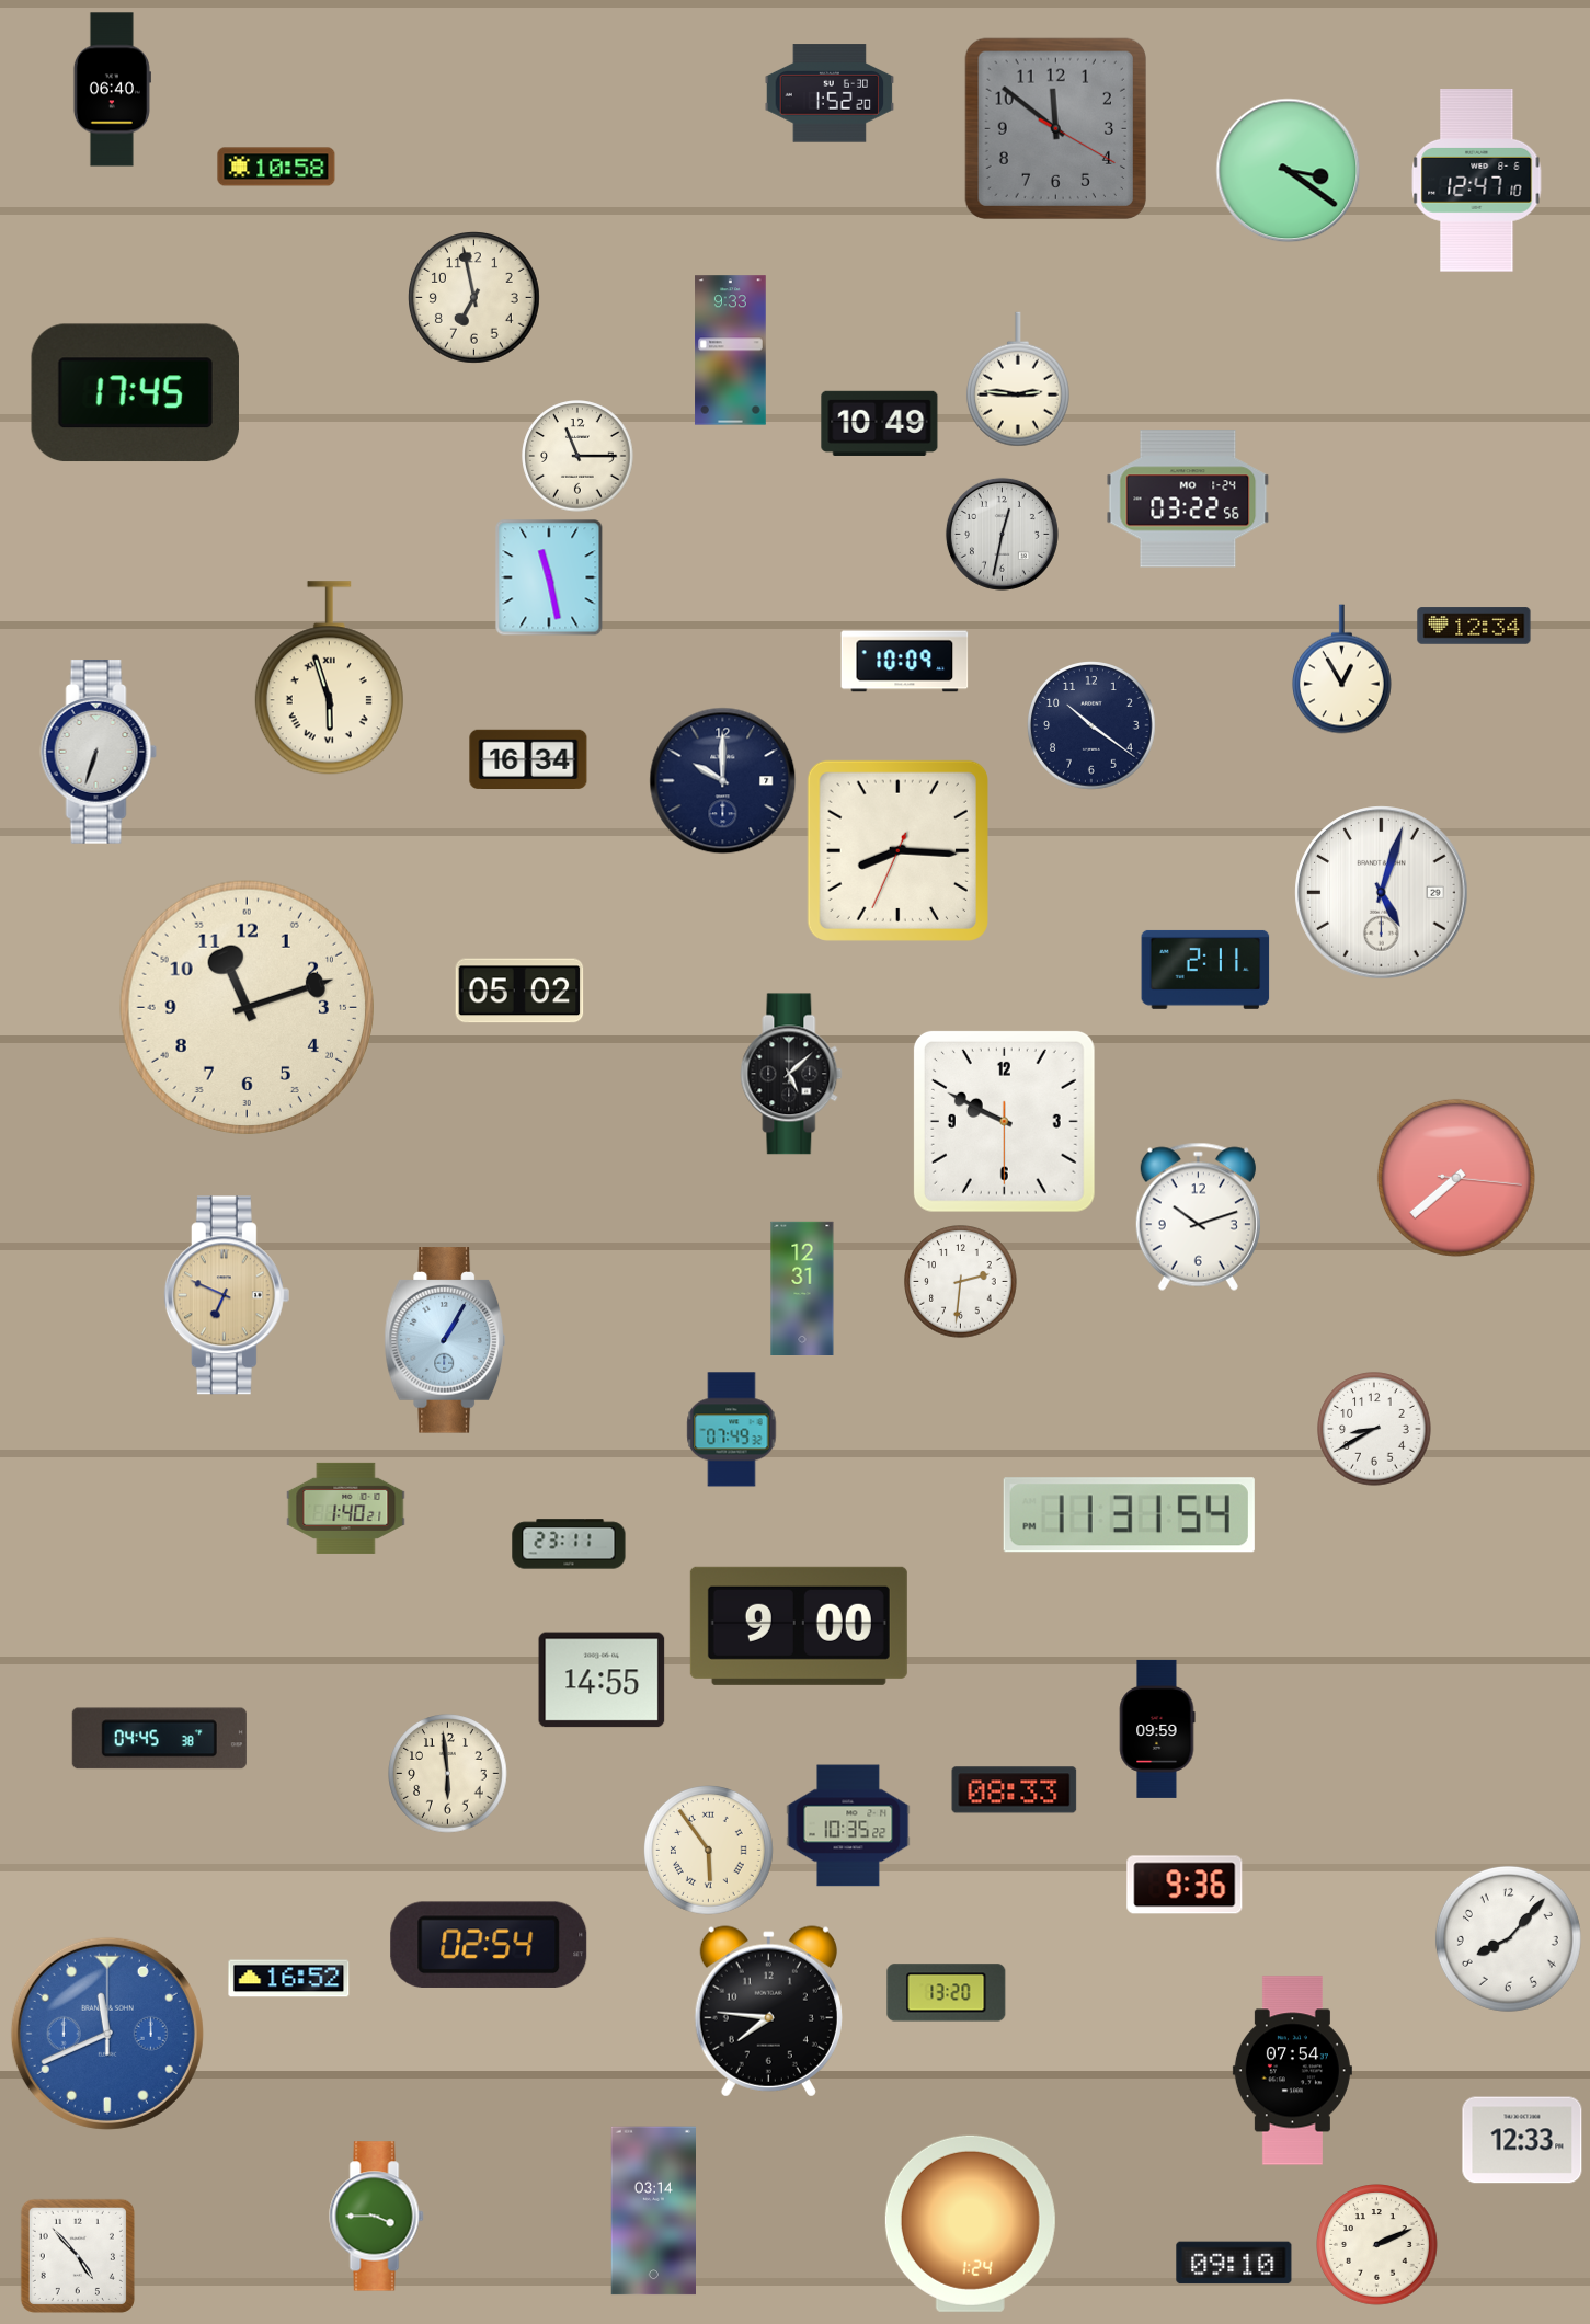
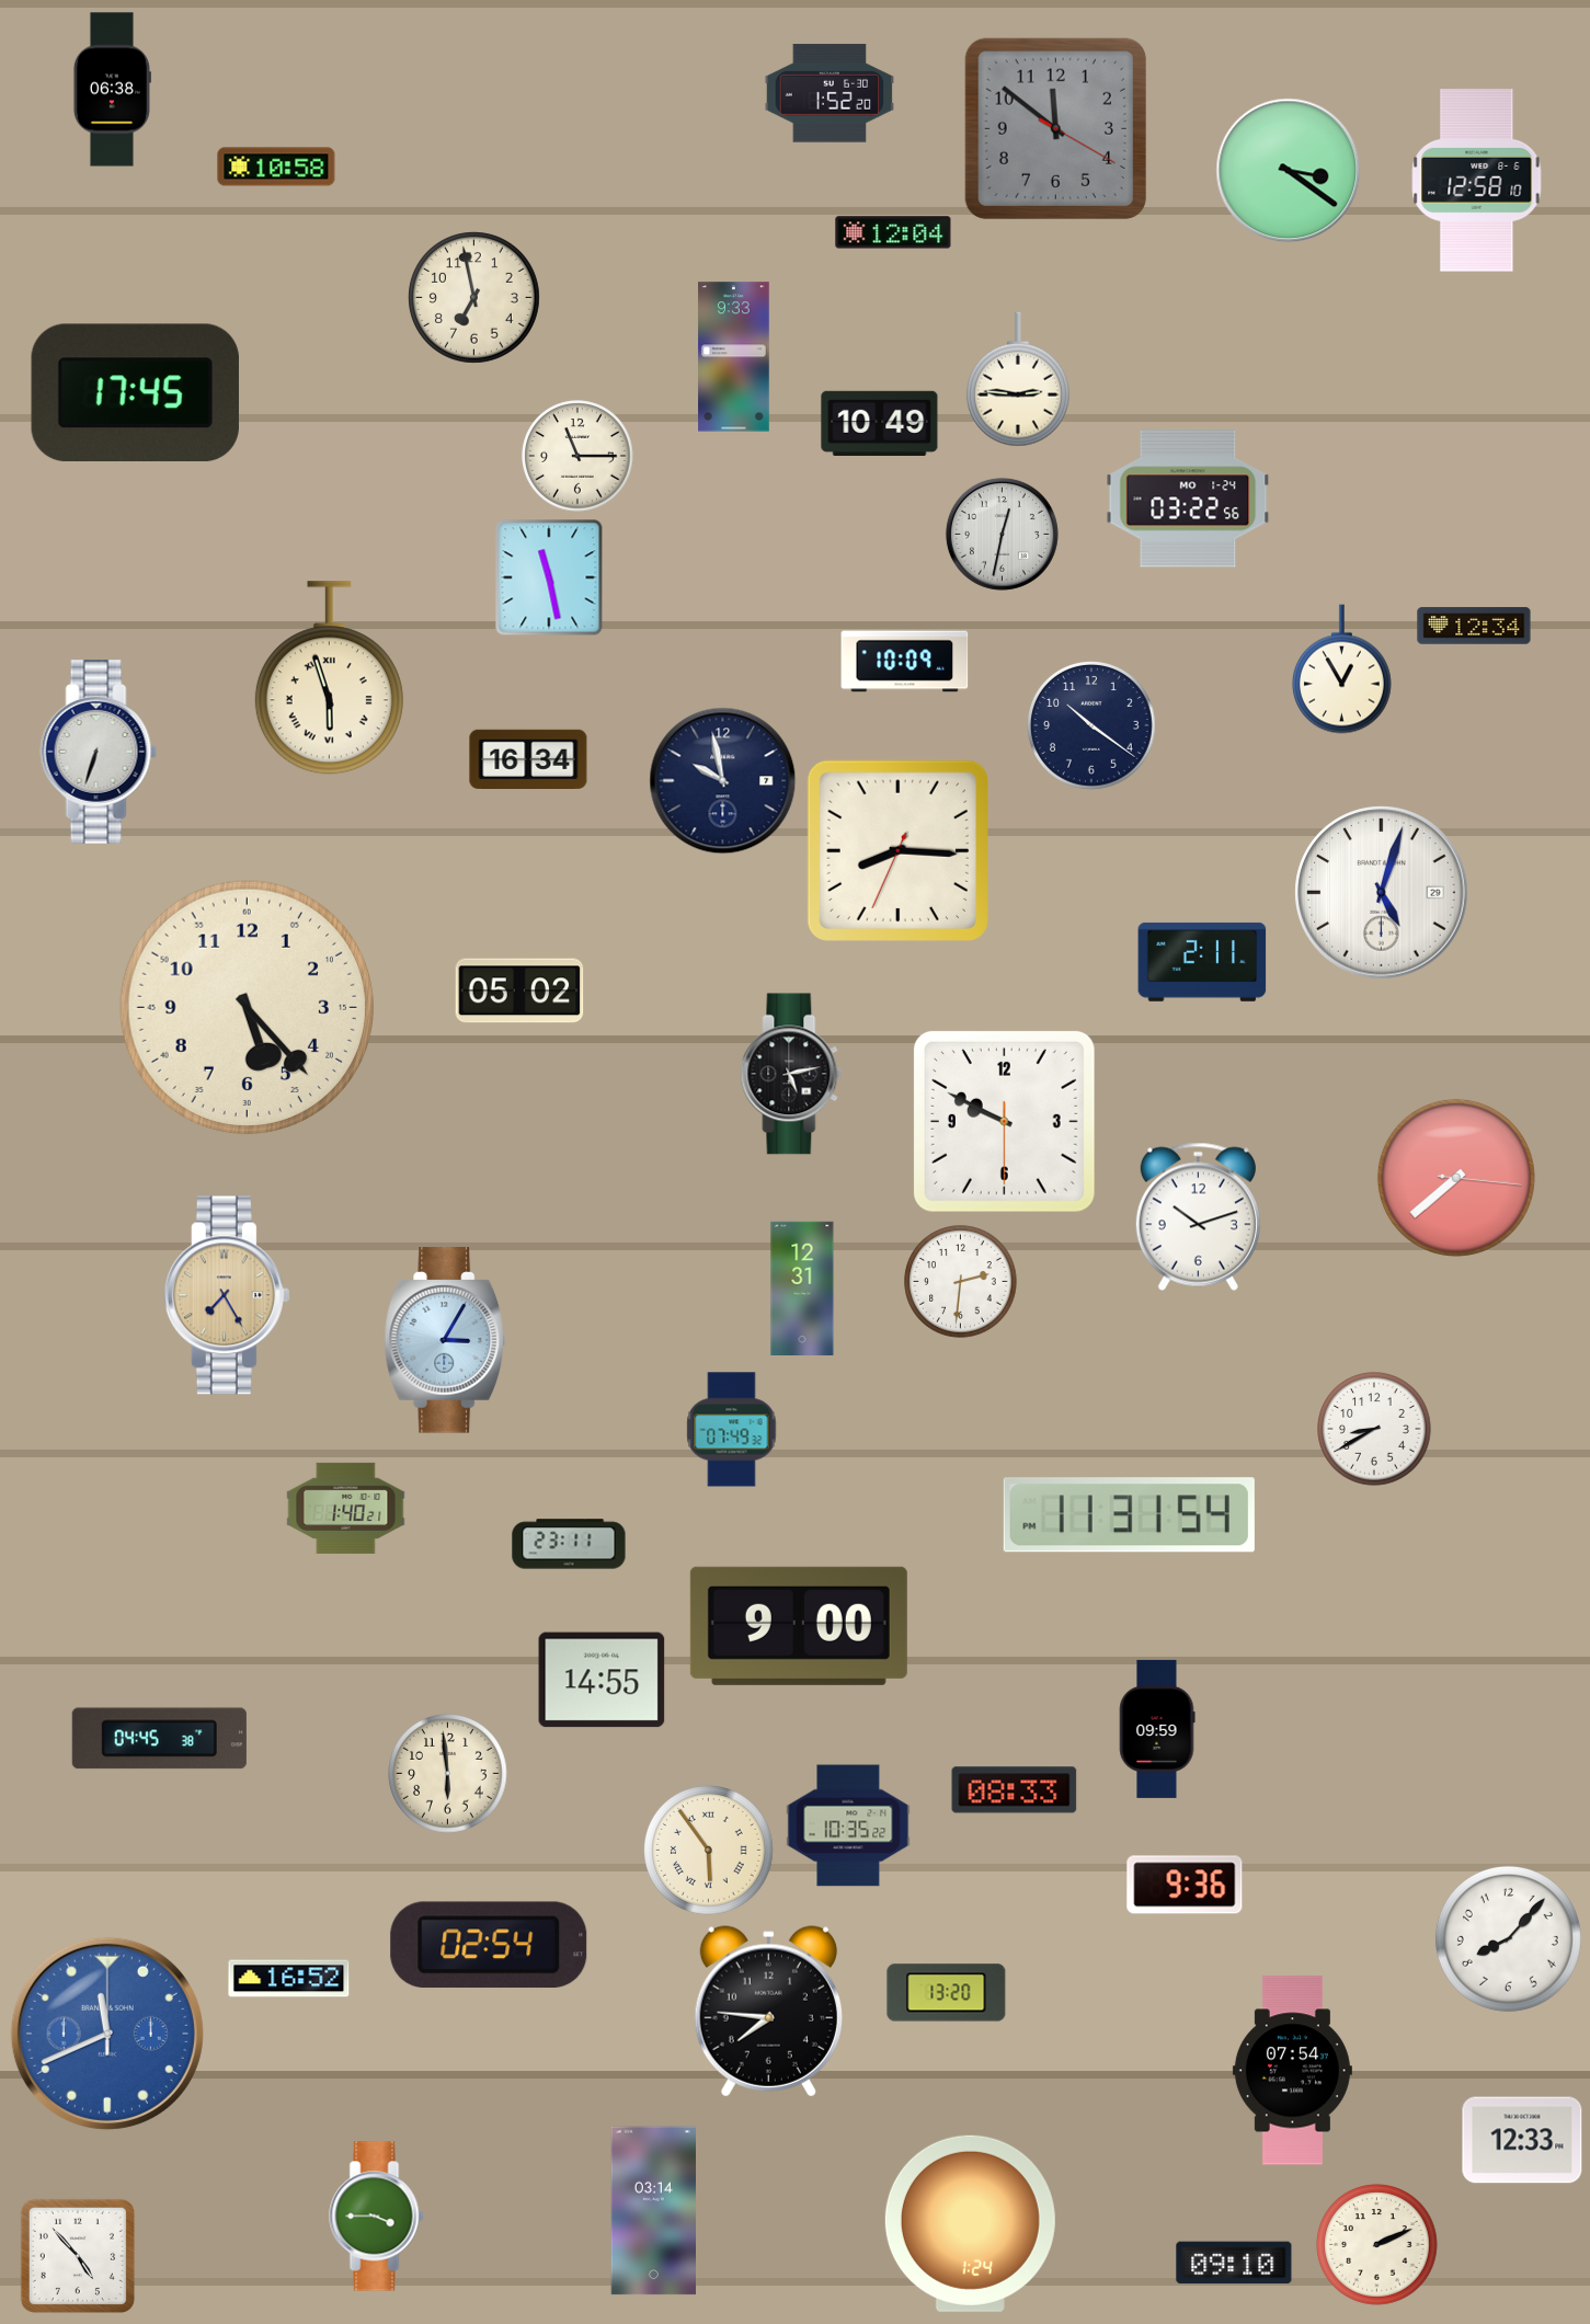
clock at (112, 90): 06:40 -> 06:38
clock at (1477, 181): 12:47 -> 12:58
clock at (893, 232): none -> 12:04
clock at (731, 351) position: (731, 351) -> (734, 357)
clock at (723, 781): 10:00 -> 9:58
clock at (1205, 970) position: (1205, 970) -> (1202, 962)
clock at (247, 1007): 11:12 -> 5:23
clock at (791, 1074): 5:08 -> 5:13
clock at (227, 1295): 6:49 -> 7:25
clock at (445, 1340): 1:05 -> 3:05
